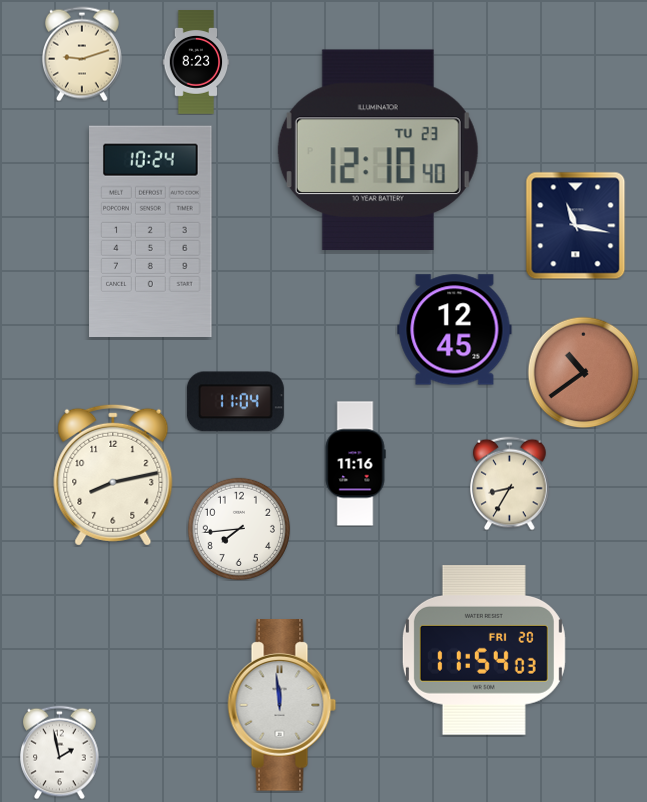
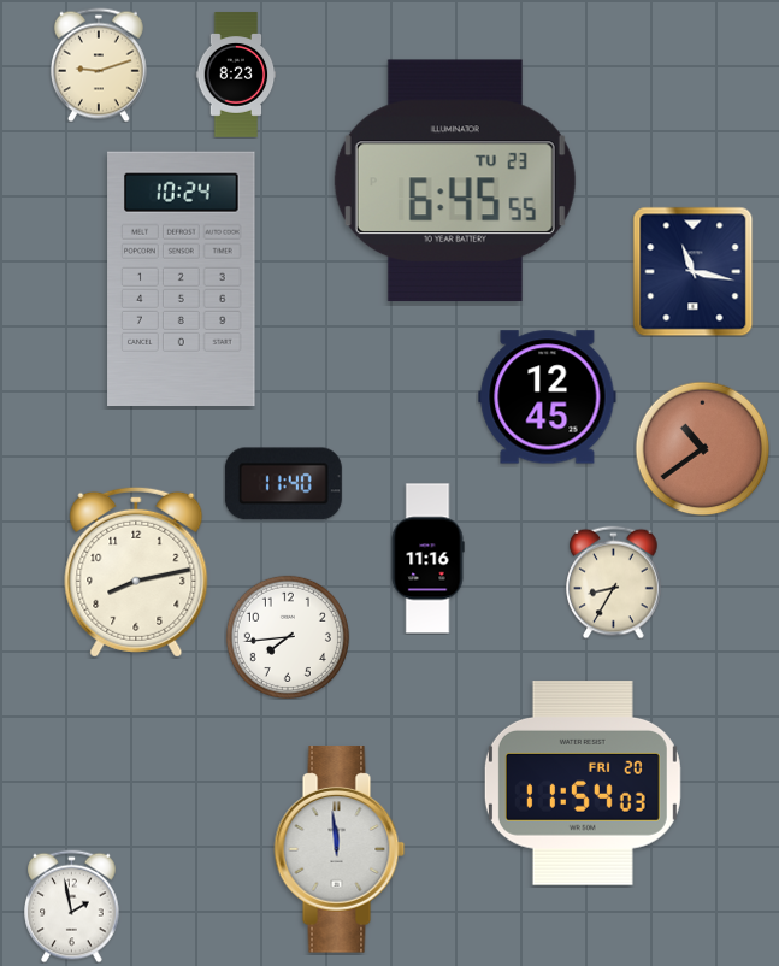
clock at (378, 149): 12:10 -> 6:45
clock at (235, 402): 11:04 -> 11:40
